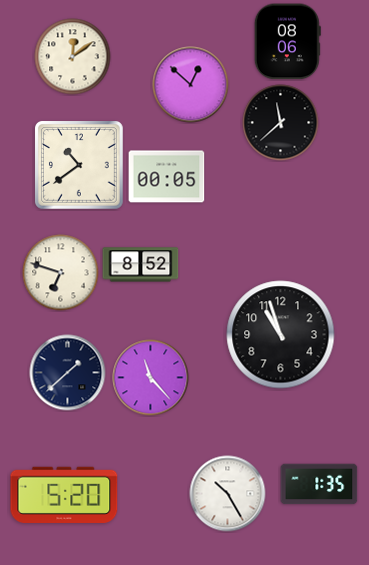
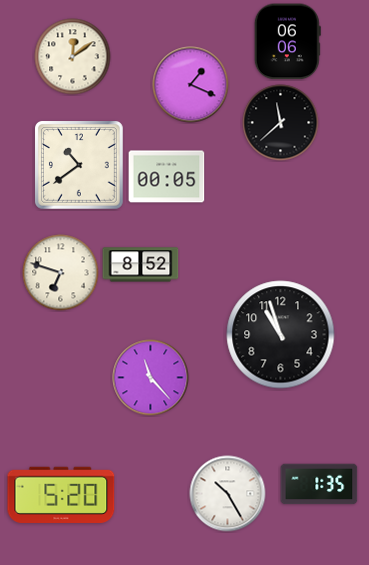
clock at (287, 42): 08:06 -> 06:06
clock at (191, 85): 12:52 -> 1:19
clock at (68, 373): 1:38 -> none
clock at (64, 495) position: (64, 495) -> (61, 495)
